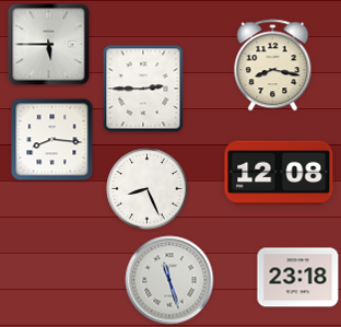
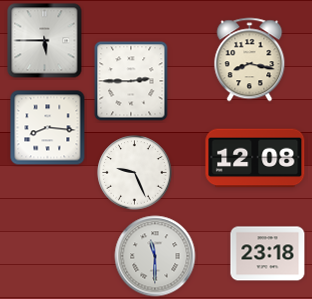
clock at (148, 189): 8:26 -> 9:26
clock at (298, 278) position: (298, 278) -> (268, 254)
clock at (169, 280): 11:27 -> 11:30
